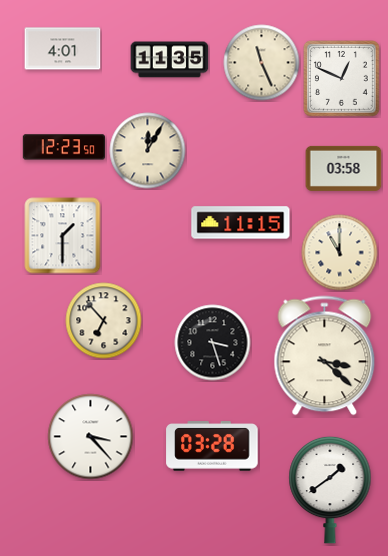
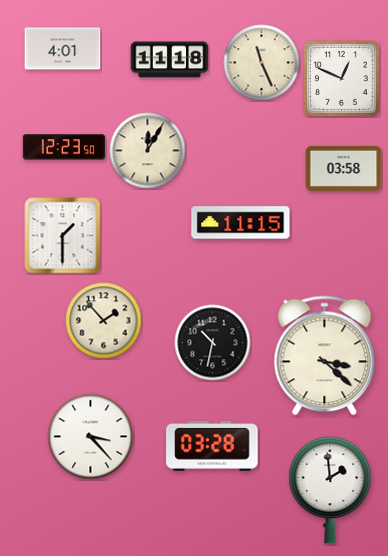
clock at (170, 60): 11:35 -> 11:18
clock at (340, 253): 11:00 -> none
clock at (104, 321): 6:53 -> 1:53
clock at (213, 343): 3:27 -> 10:32
clock at (330, 490): 1:39 -> 1:59
